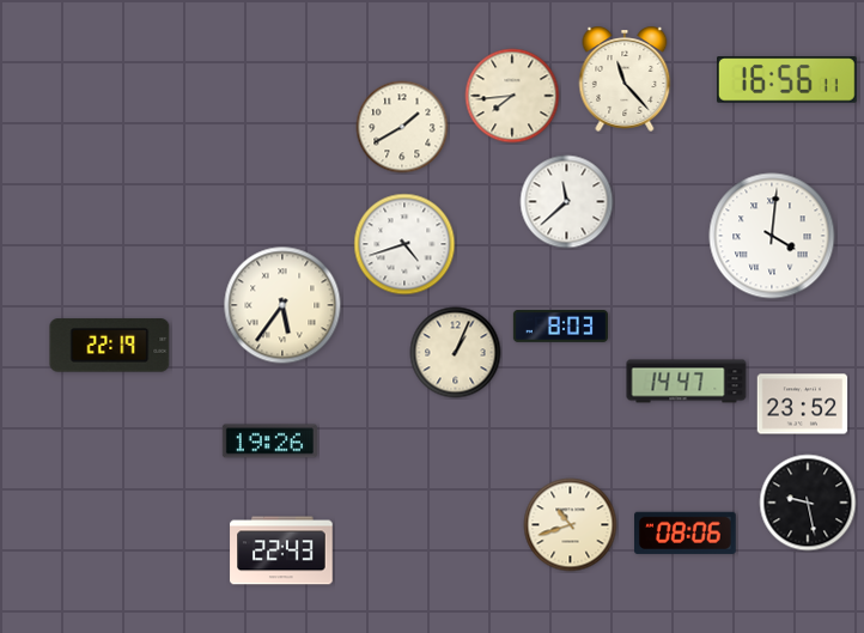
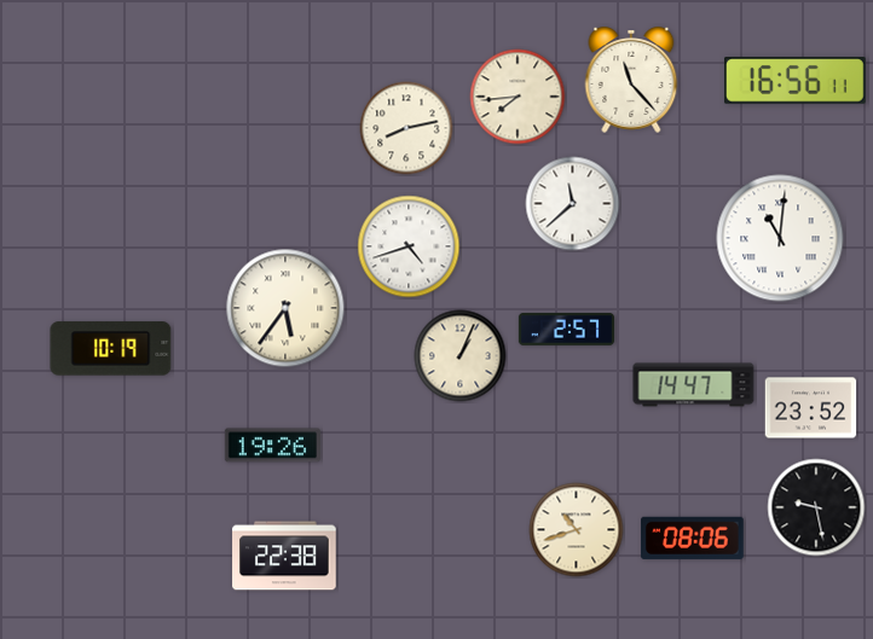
clock at (402, 127): 1:40 -> 8:13
clock at (772, 236): 4:01 -> 11:01
clock at (560, 327): 8:03 -> 2:57
clock at (110, 346): 22:19 -> 10:19
clock at (281, 550): 22:43 -> 22:38
